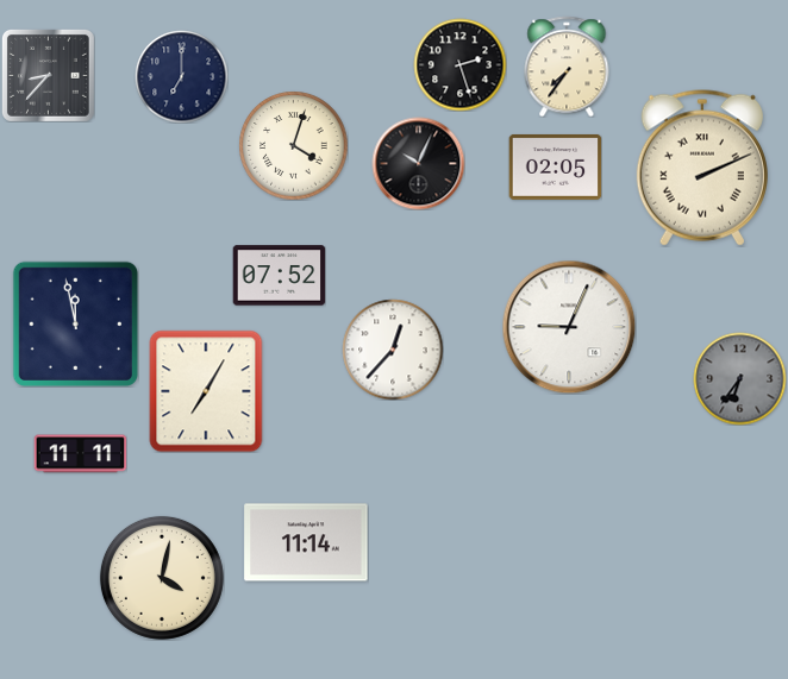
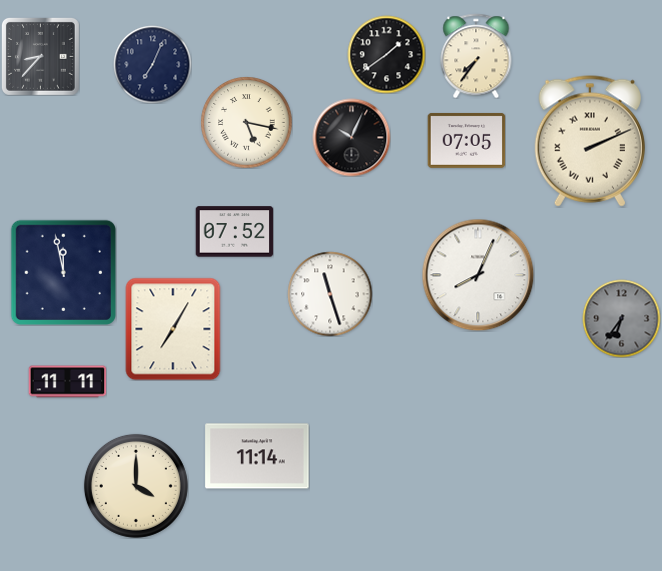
clock at (459, 64): 2:27 -> 1:39
clock at (48, 75) position: (48, 75) -> (40, 56)
clock at (181, 76): 7:00 -> 7:04
clock at (293, 145): 4:03 -> 5:17
clock at (555, 166): 02:05 -> 07:05
clock at (569, 327): 9:04 -> 8:04
clock at (393, 350): 12:37 -> 11:27
clock at (162, 578): 4:02 -> 4:00
